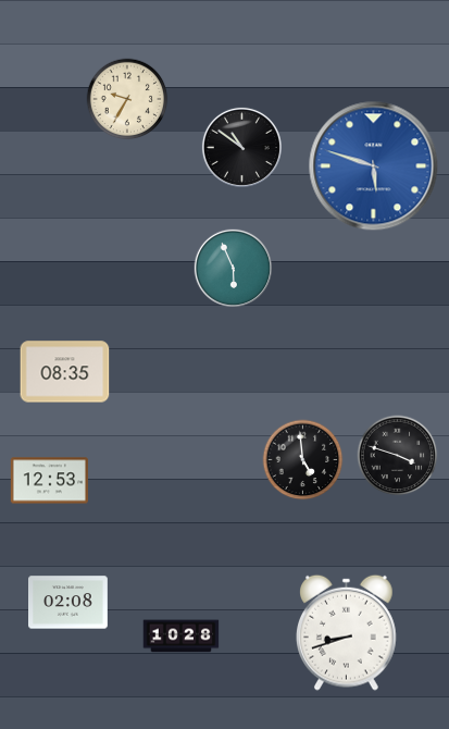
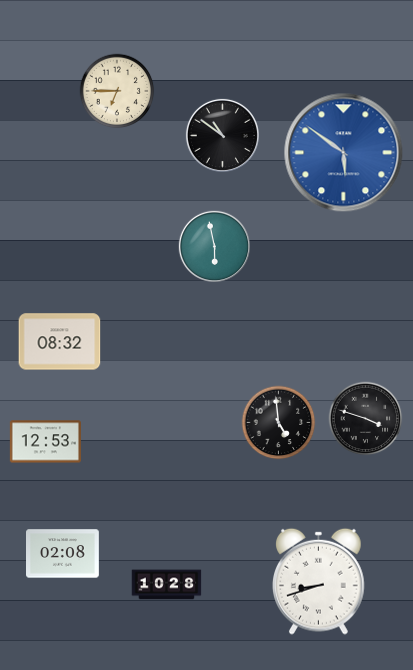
clock at (127, 99): 9:35 -> 6:45
clock at (374, 166): 5:48 -> 5:51
clock at (233, 268): 5:56 -> 5:58
clock at (65, 372): 08:35 -> 08:32
